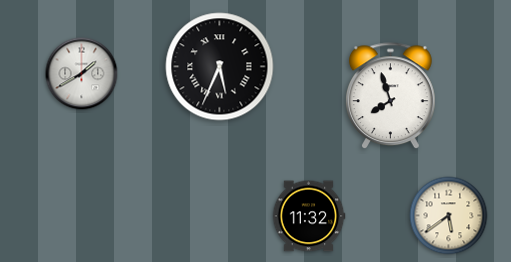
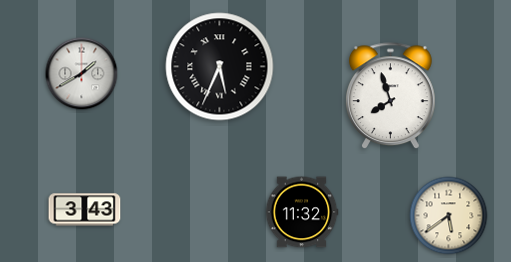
clock at (85, 210): none -> 3:43
clock at (309, 216) position: (309, 216) -> (302, 212)
